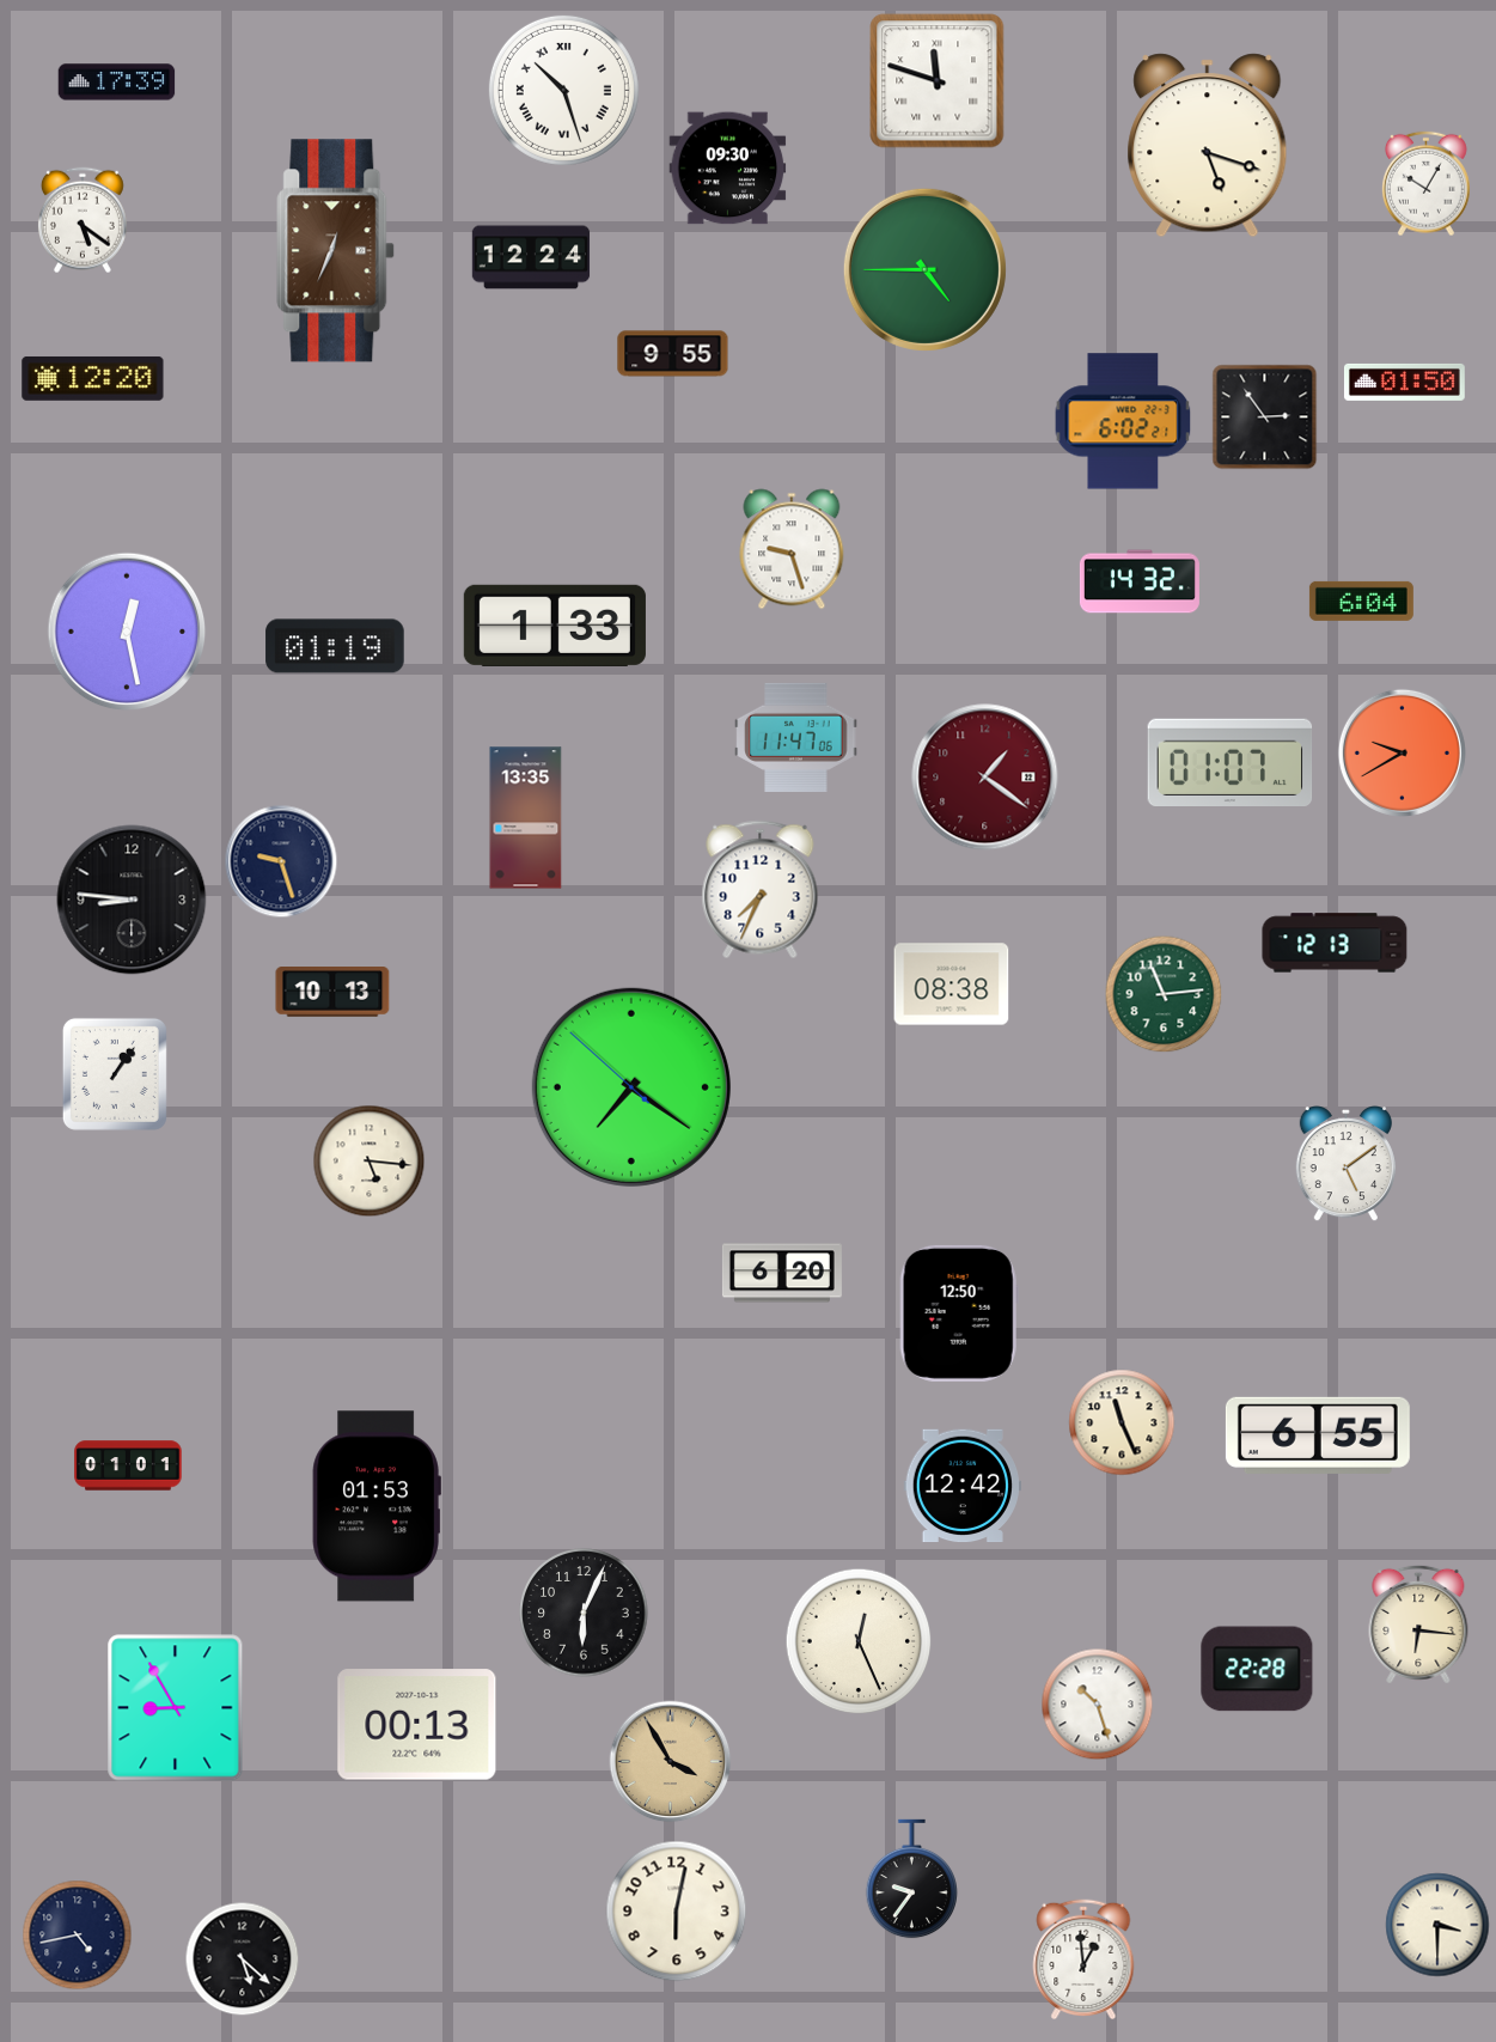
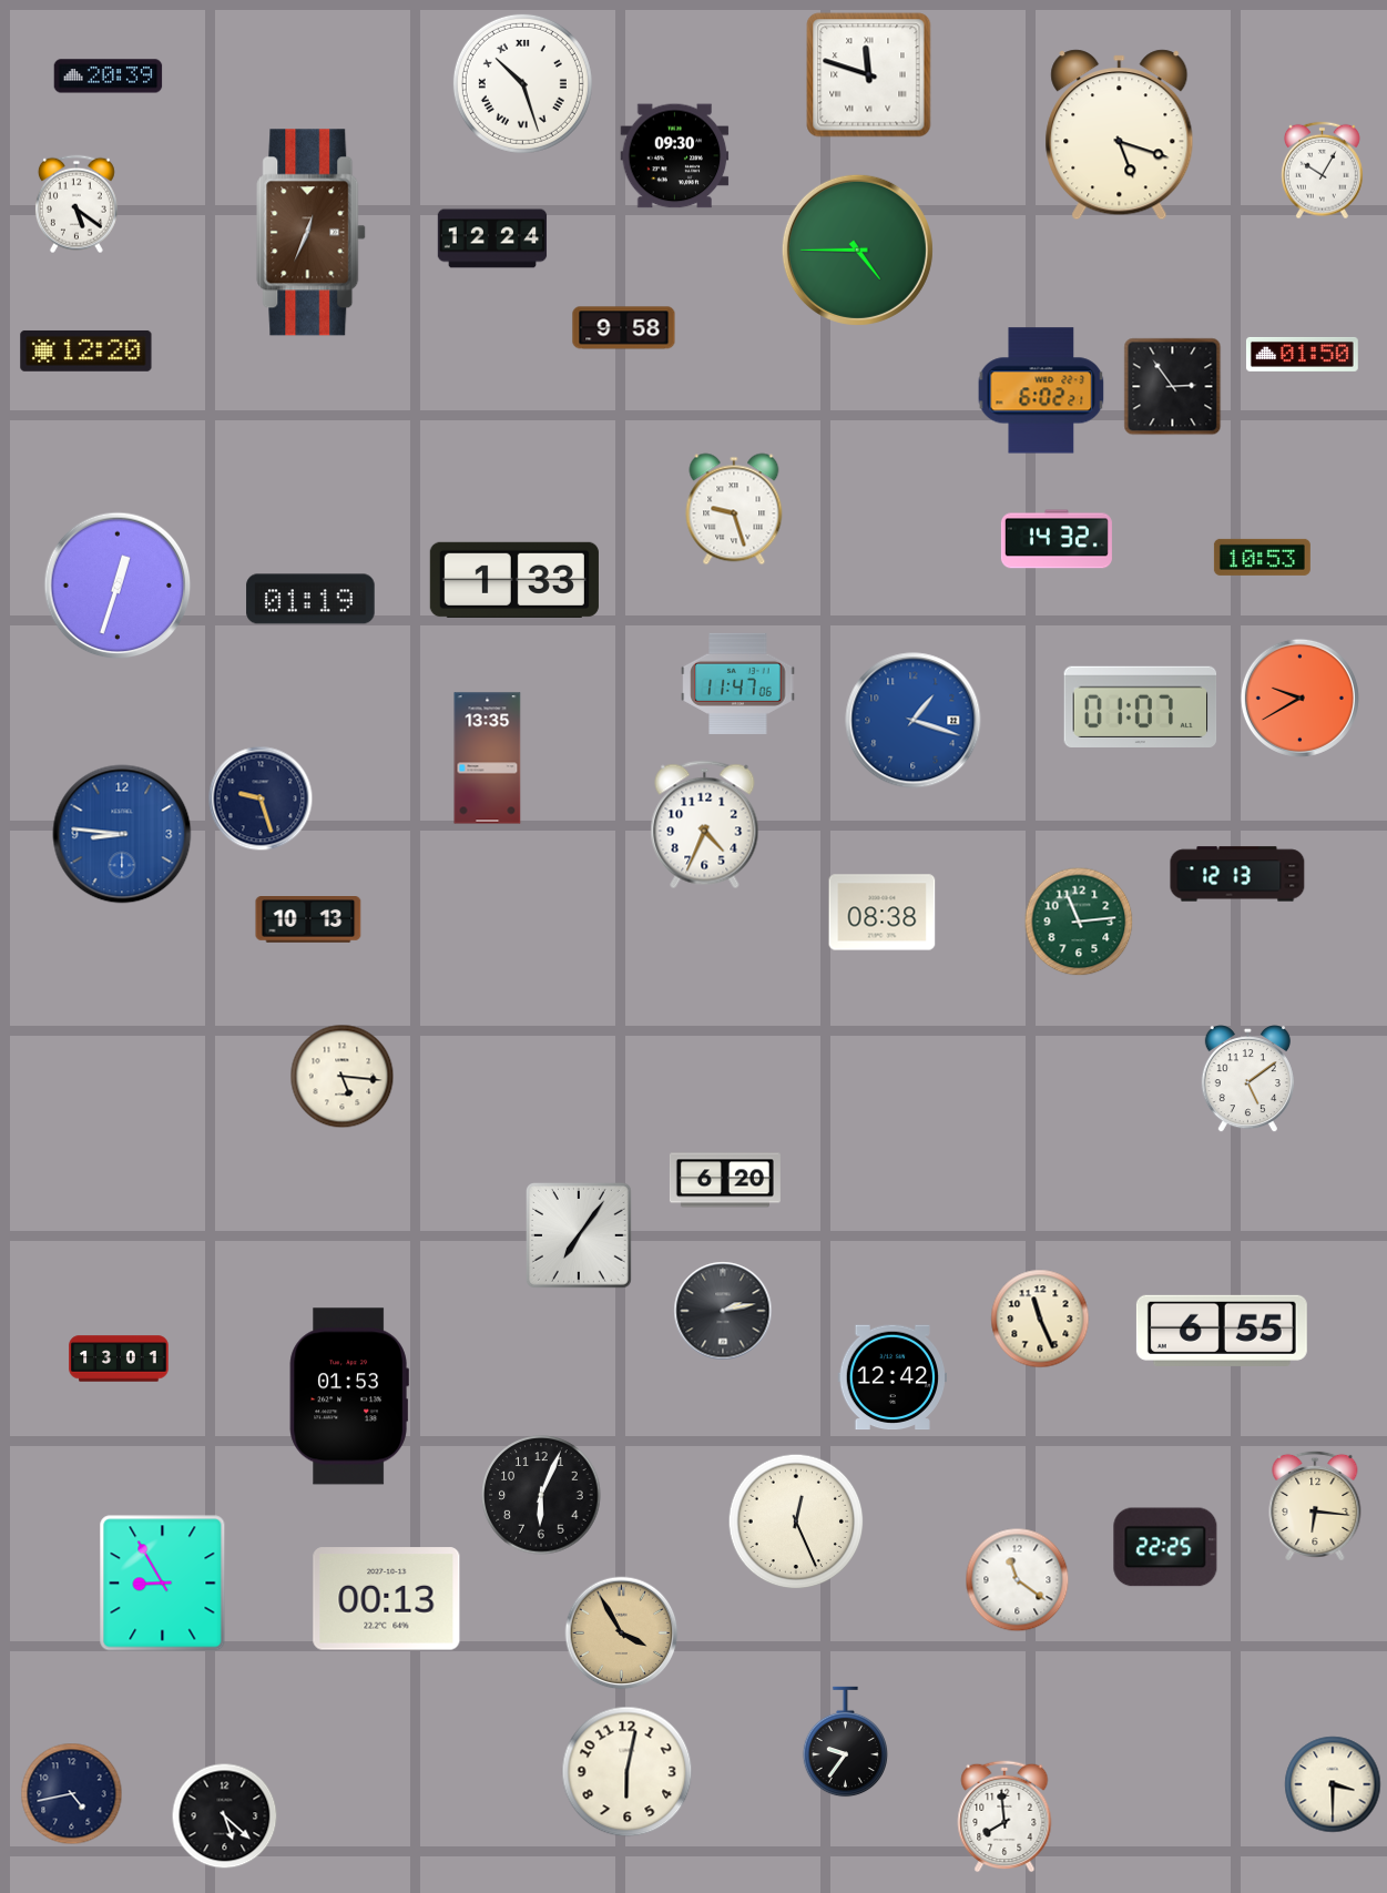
clock at (117, 83): 17:39 -> 20:39
clock at (673, 354): 9:55 -> 9:58
clock at (1361, 601): 6:04 -> 10:53
clock at (127, 632): 12:28 -> 12:33
clock at (985, 778): 1:21 -> 1:18
clock at (985, 778) dial: burgundy -> blue
clock at (761, 890): 7:34 -> 4:34
clock at (132, 900) dial: black -> blue
clock at (115, 1074): 1:06 -> none
clock at (631, 1087): 7:20 -> none
clock at (959, 1313): 12:50 -> none
clock at (579, 1235): none -> 7:06
clock at (723, 1311): none -> 2:13
clock at (128, 1465): 01:01 -> 13:01
clock at (1257, 1669): 22:28 -> 22:25
clock at (1098, 1705): 10:27 -> 11:21
clock at (1083, 1959): 12:59 -> 7:59
